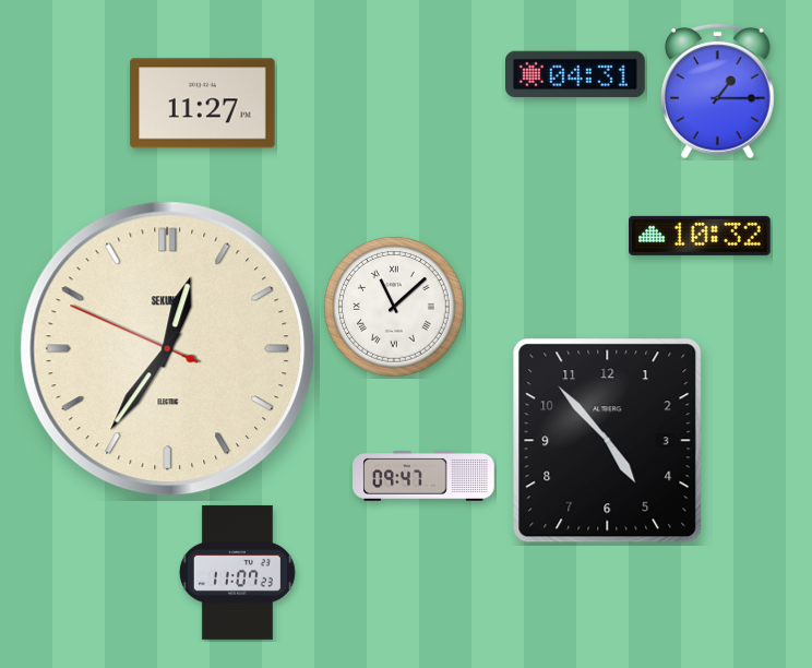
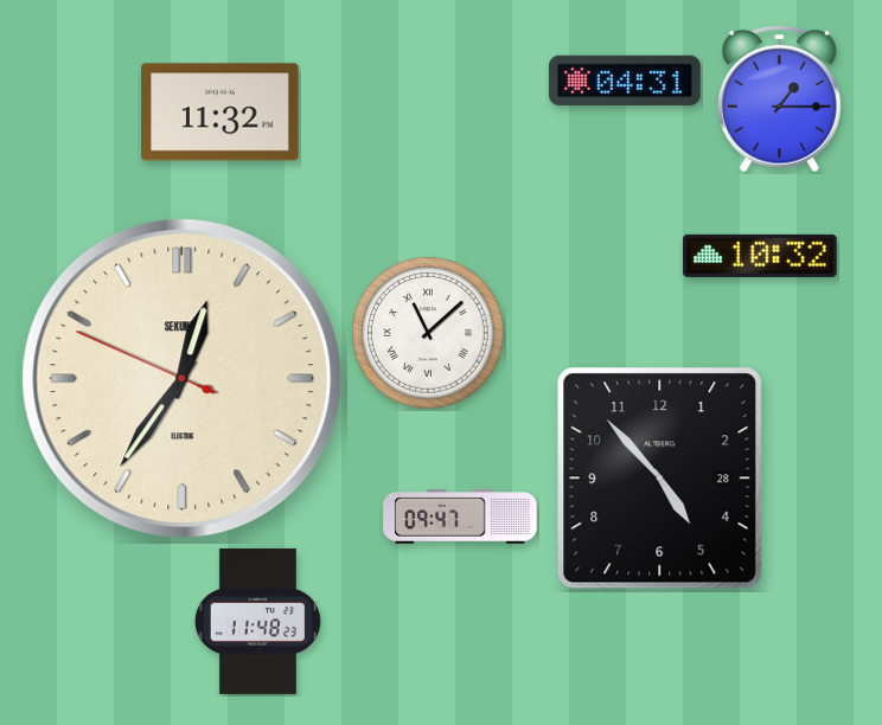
clock at (203, 104): 11:27 -> 11:32
clock at (608, 441) date: 3 -> 28
clock at (237, 572): 11:07 -> 11:48
